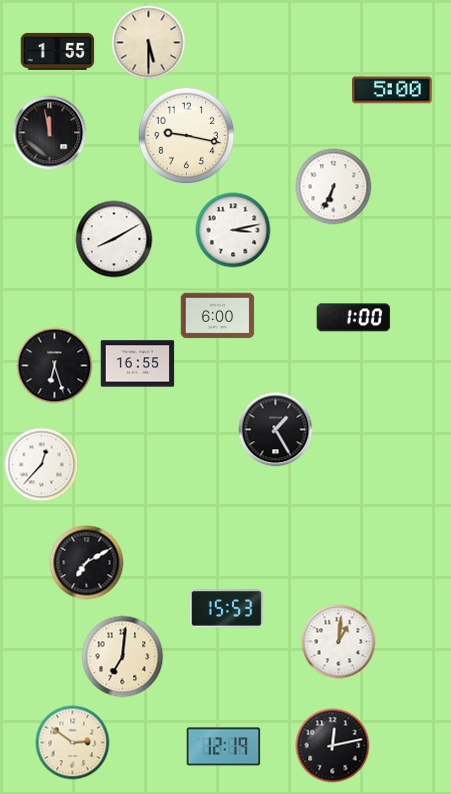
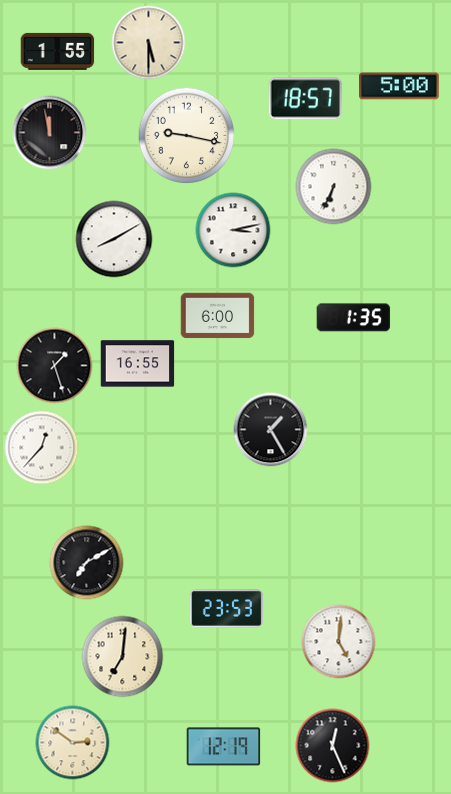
clock at (392, 90) position: (392, 90) -> (399, 86)
clock at (306, 99): none -> 18:57
clock at (354, 318): 1:00 -> 1:35
clock at (55, 366): 6:27 -> 1:27
clock at (276, 430) position: (276, 430) -> (271, 430)
clock at (42, 465) position: (42, 465) -> (42, 448)
clock at (227, 609): 15:53 -> 23:53
clock at (339, 642): 1:01 -> 5:01
clock at (333, 746): 12:13 -> 12:26
